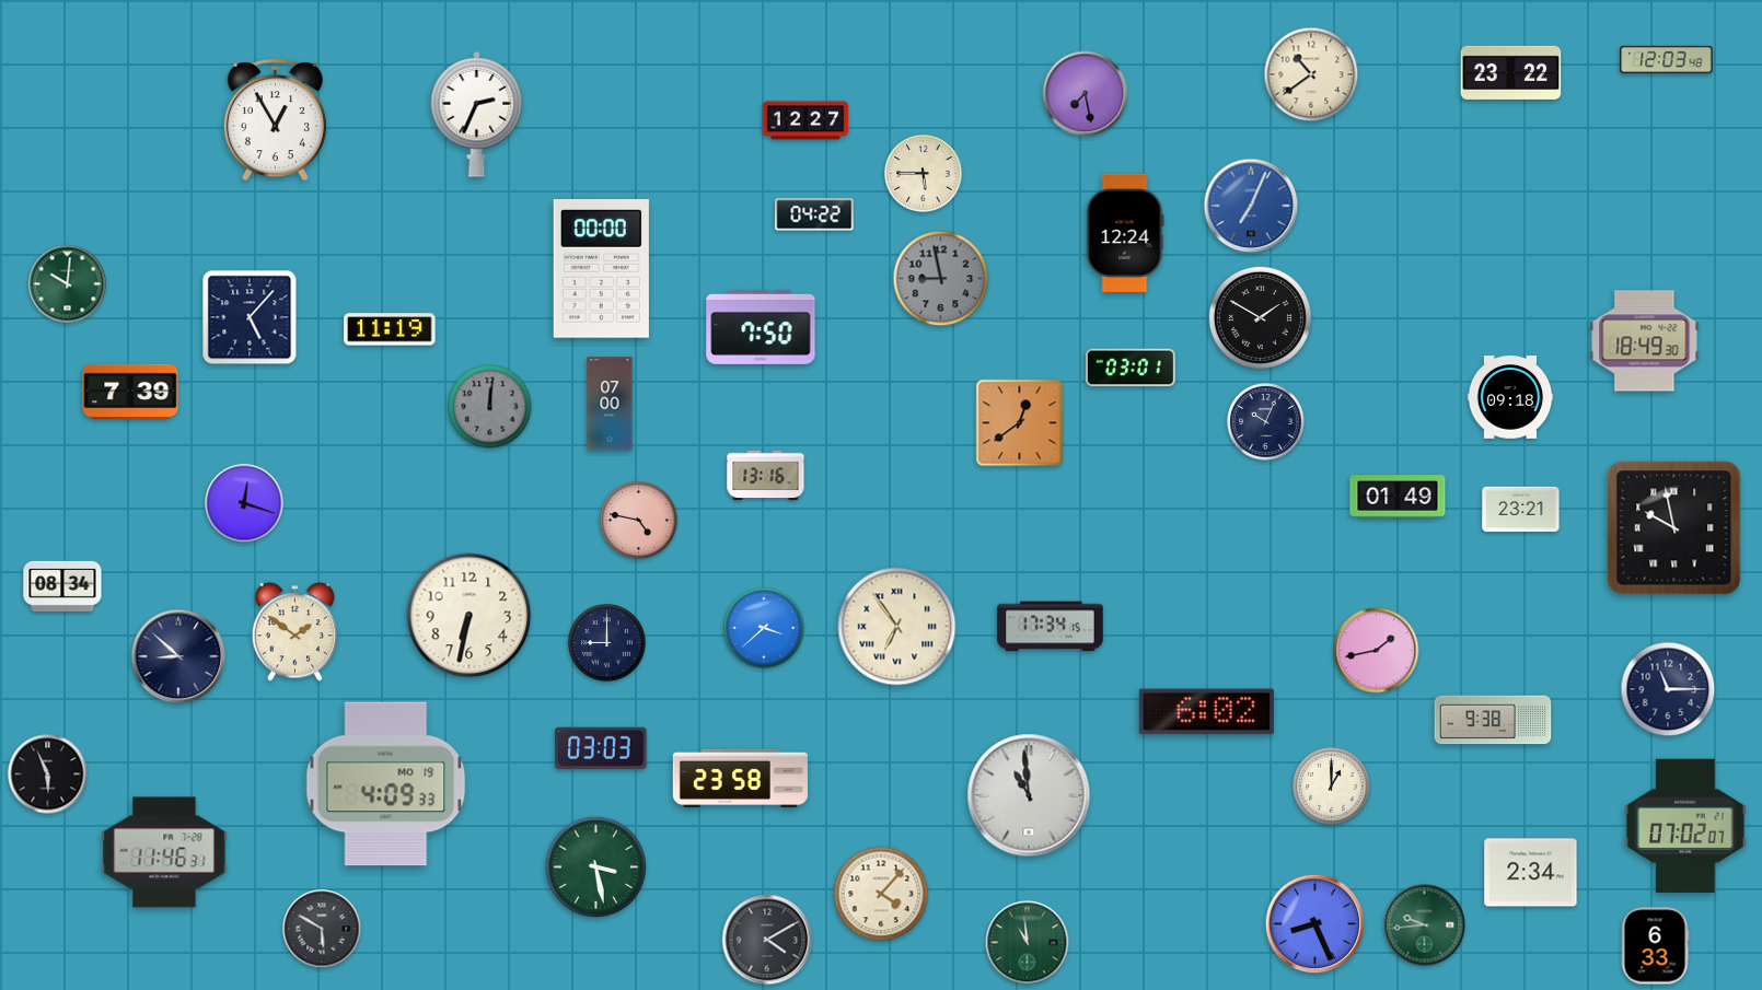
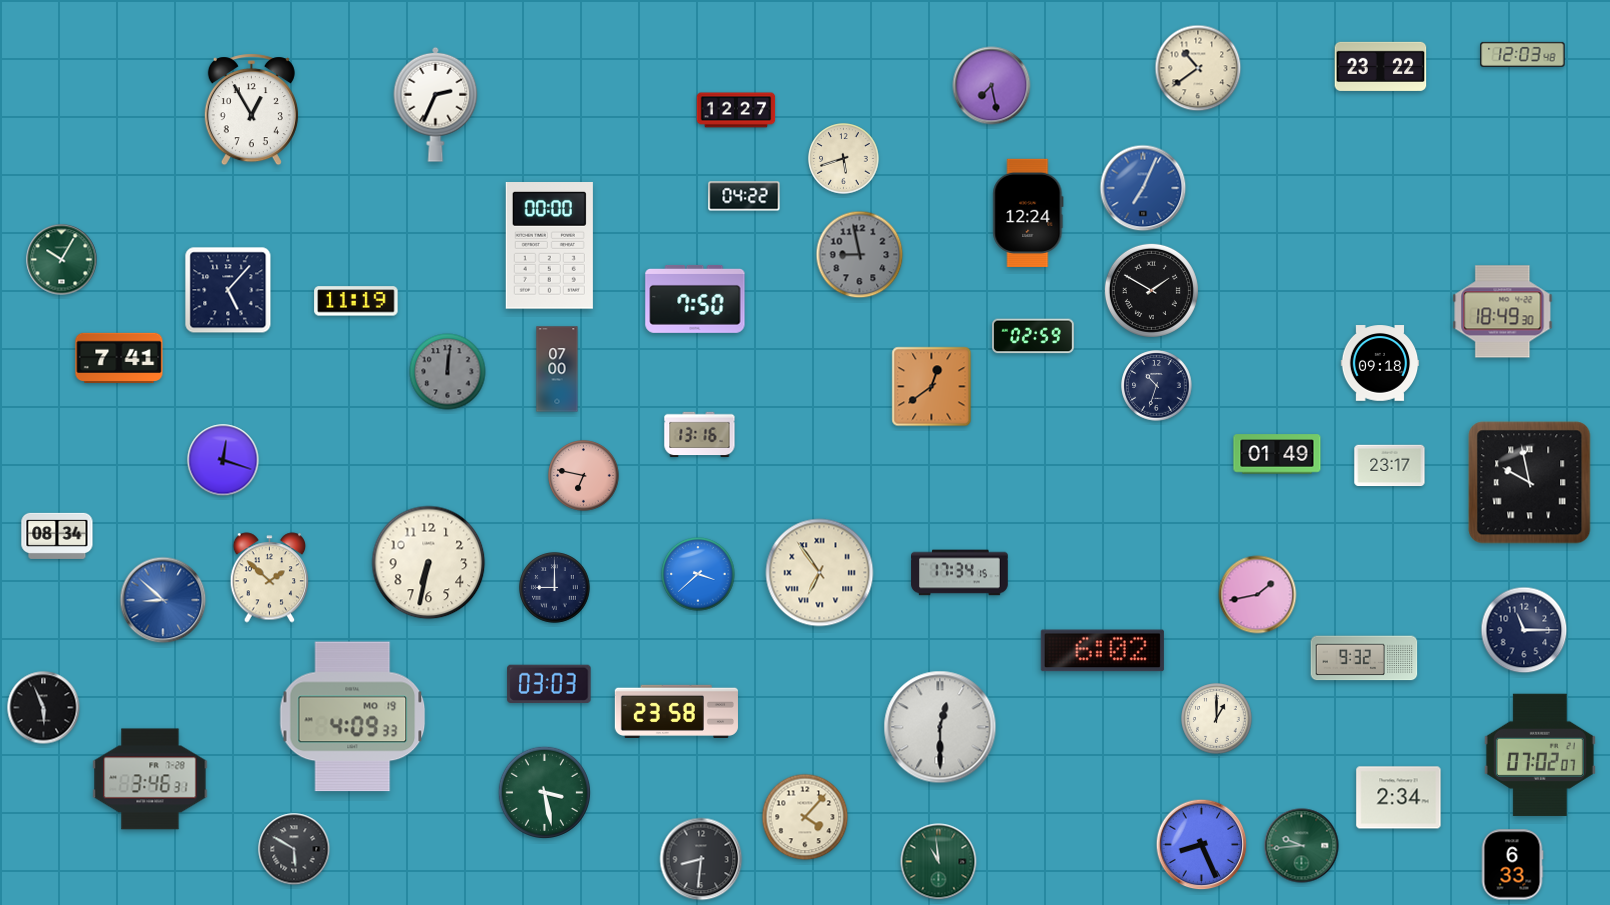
clock at (924, 174): 5:45 -> 5:42
clock at (68, 284): 10:01 -> 10:05
clock at (1132, 368): 03:01 -> 02:59
clock at (130, 391): 7:39 -> 7:41
clock at (1266, 422): 10:04 -> 10:33
clock at (1521, 510): 23:21 -> 23:17
clock at (639, 521): 4:47 -> 6:47
clock at (295, 632): 1:51 -> 1:52
clock at (178, 656) dial: navy -> blue
clock at (1493, 720): 9:38 -> 9:32
clock at (1029, 795): 10:59 -> 12:30
clock at (164, 852): 11:46 -> 3:46
clock at (767, 940): 4:10 -> 8:31
